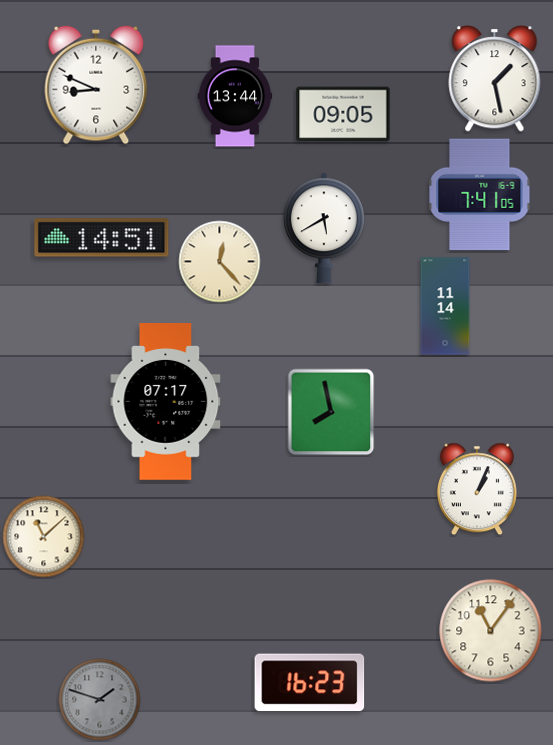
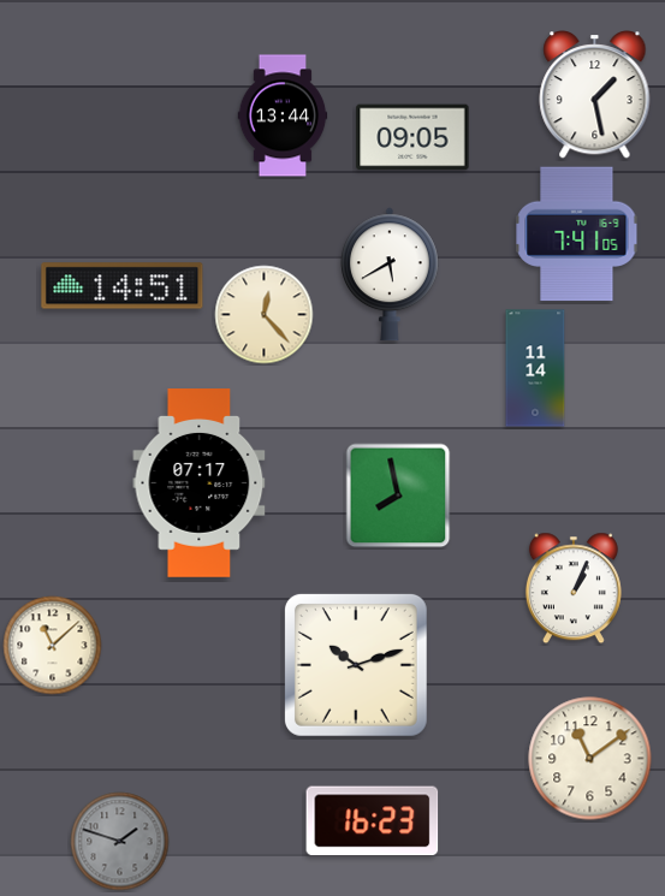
clock at (96, 85): 8:49 -> none
clock at (356, 665): none -> 10:12
clock at (491, 631): 11:06 -> 11:09
